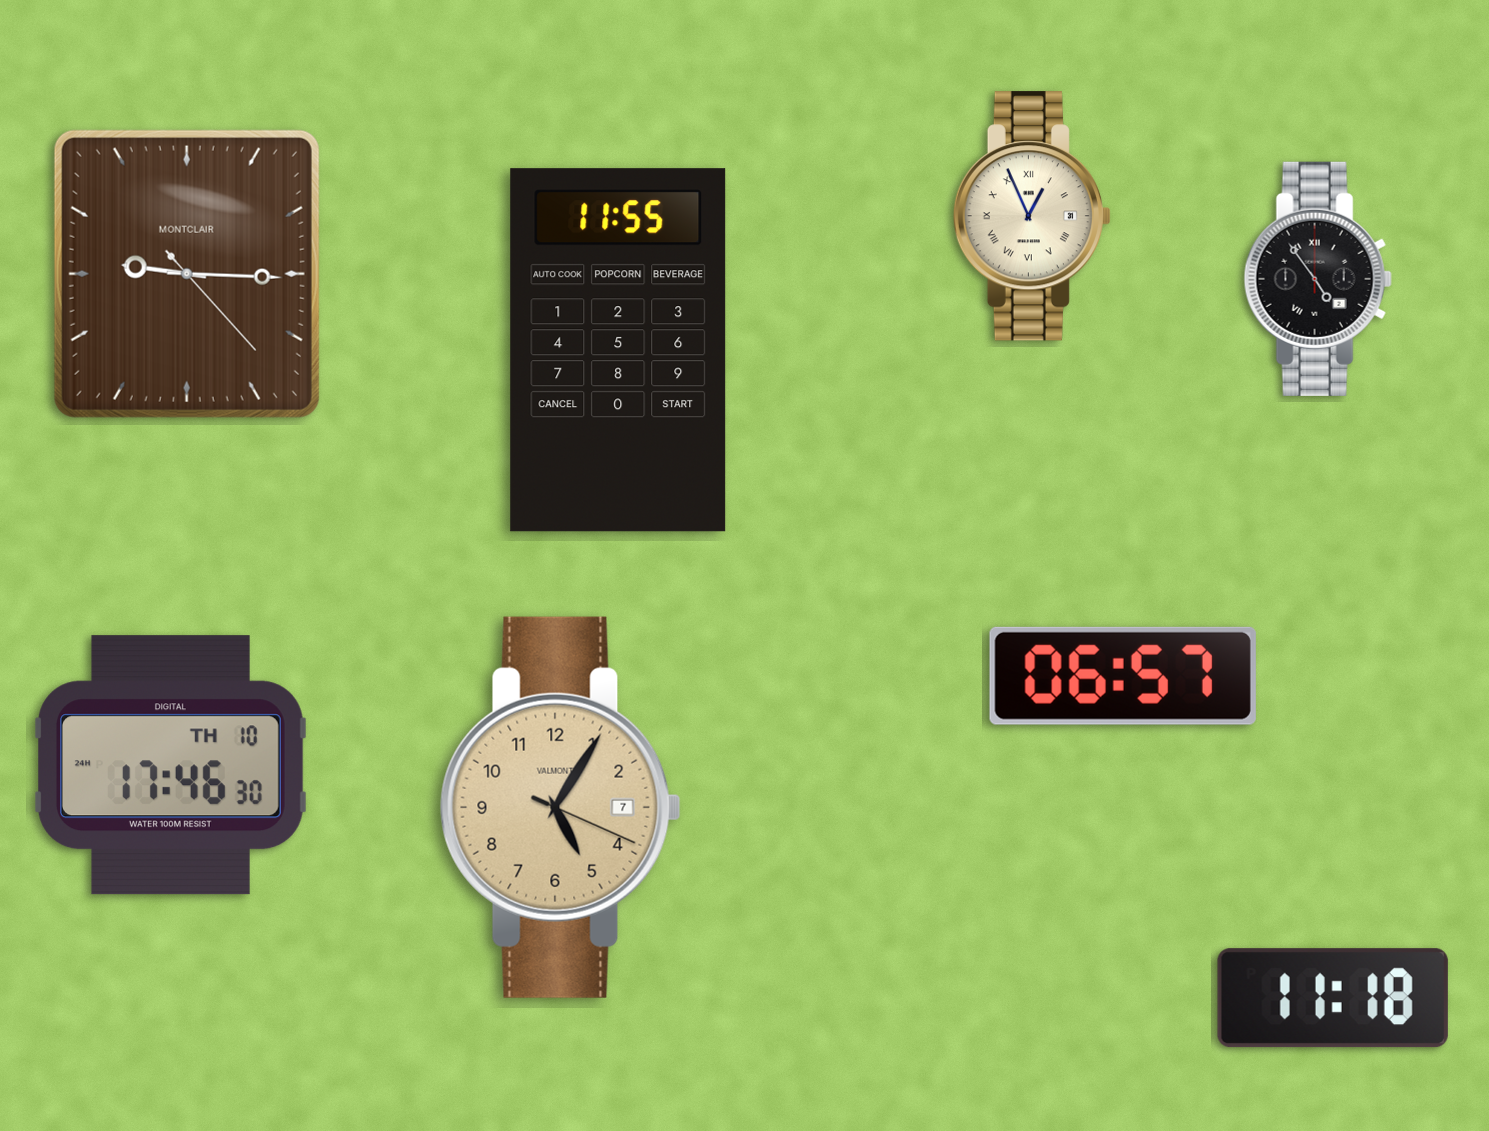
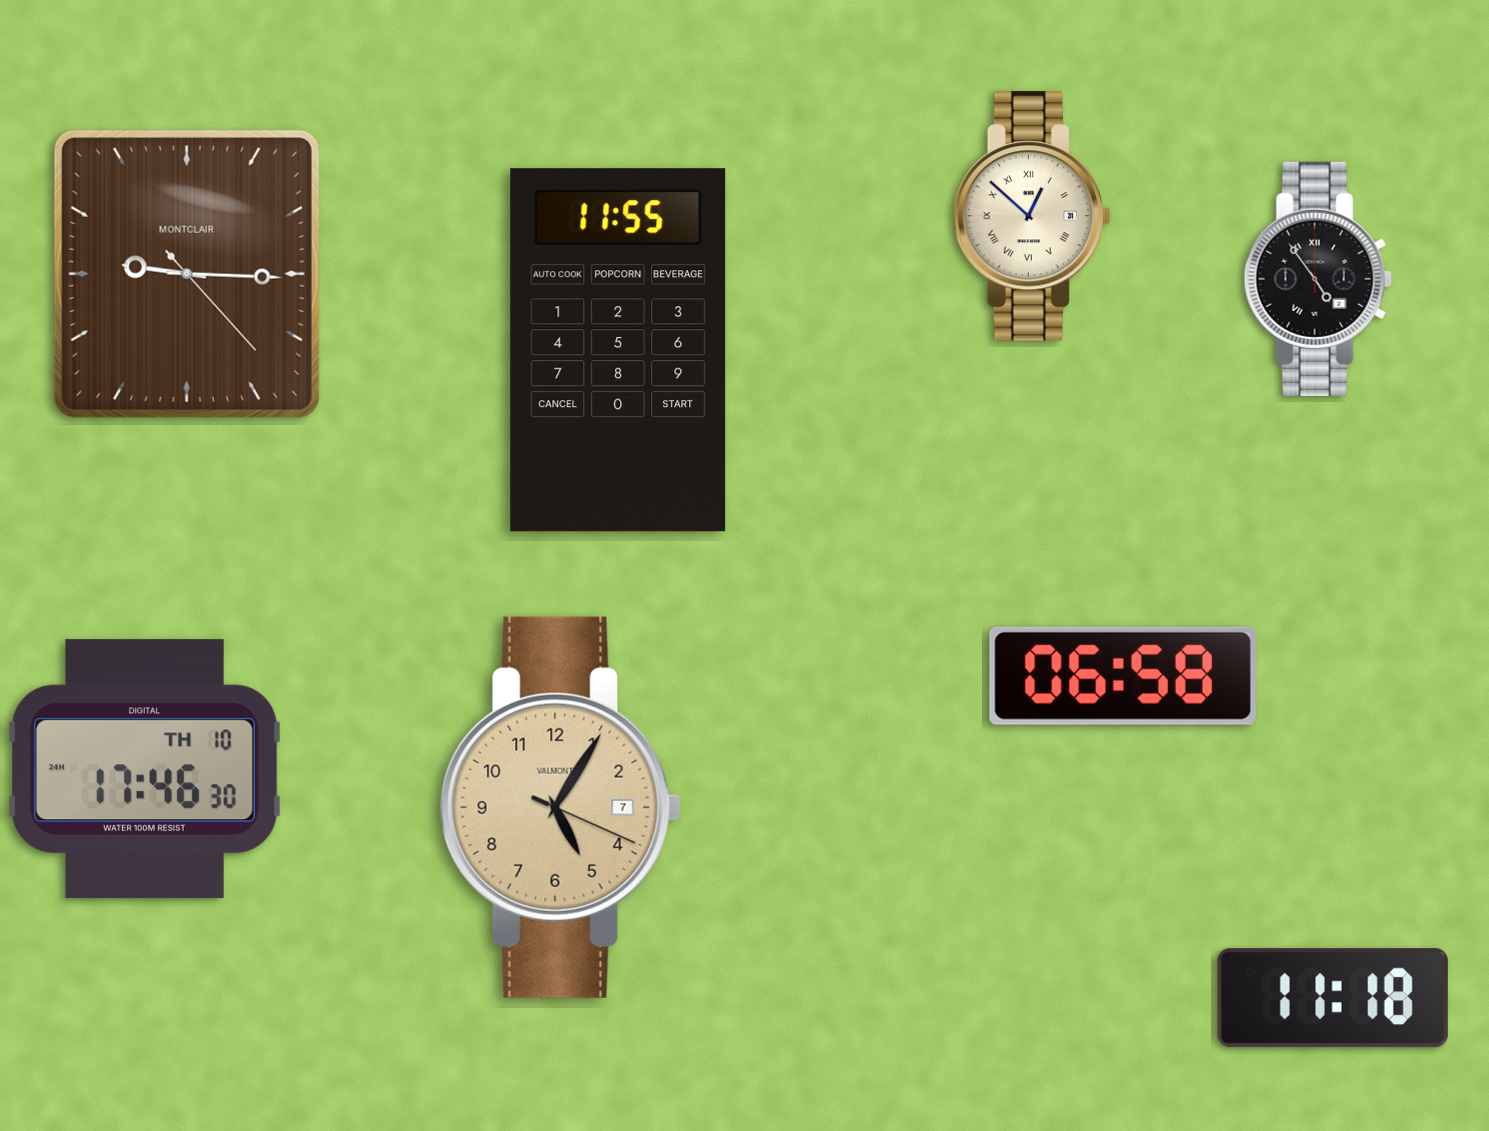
clock at (1032, 216): 12:56 -> 12:52
clock at (1123, 676): 06:57 -> 06:58
clock at (171, 765) position: (171, 765) -> (145, 769)
